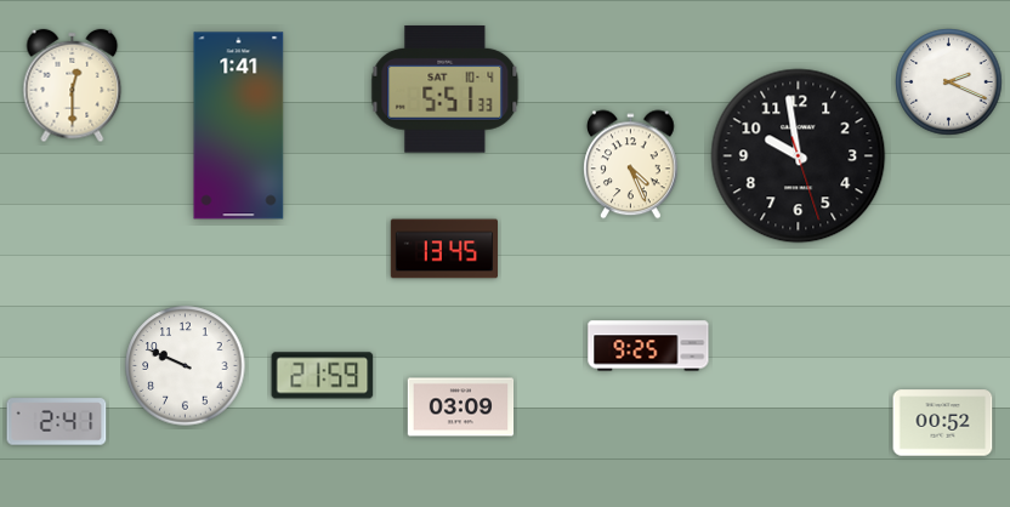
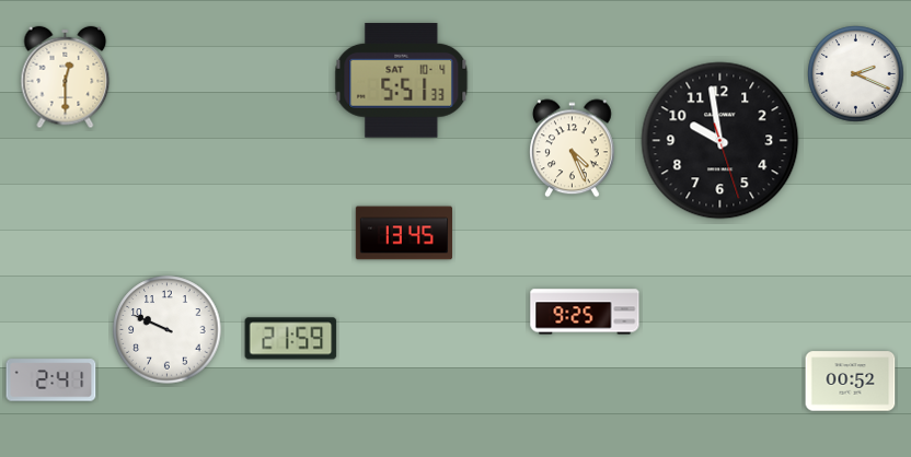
clock at (239, 126): 1:41 -> none
clock at (631, 165) position: (631, 165) -> (573, 149)
clock at (443, 249) position: (443, 249) -> (403, 233)
clock at (461, 408): 03:09 -> none
